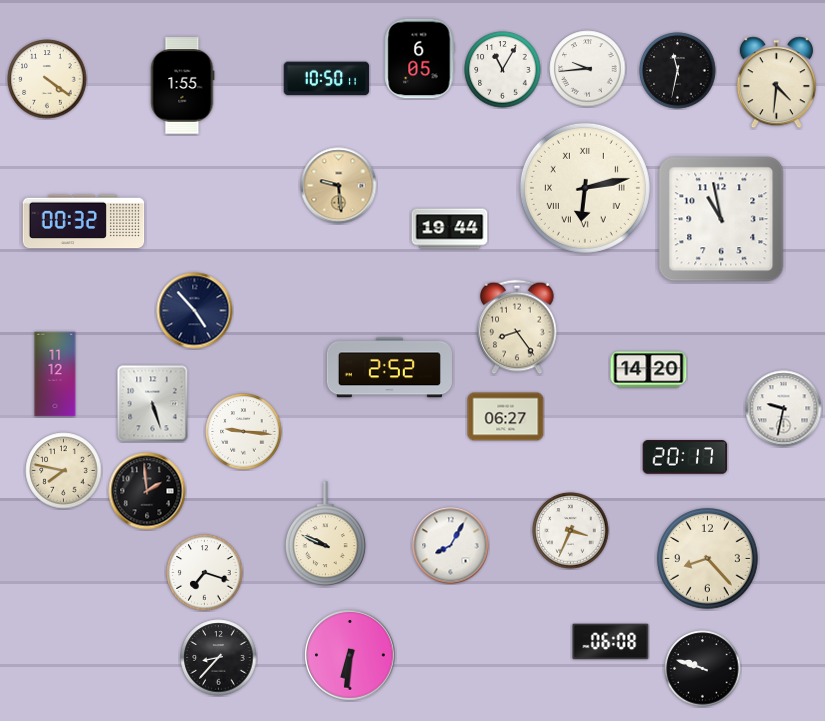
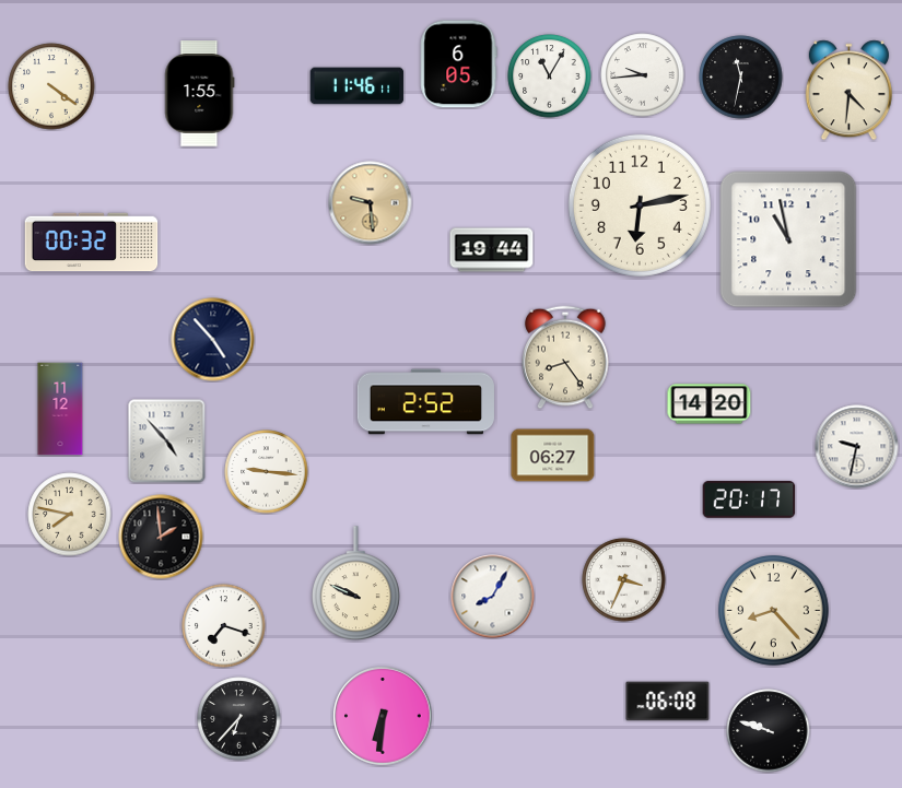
clock at (327, 79): 10:50 -> 11:46
clock at (585, 188) numerals: Roman -> Arabic
clock at (153, 404): 5:27 -> 4:53
clock at (219, 658): 8:37 -> 6:37
